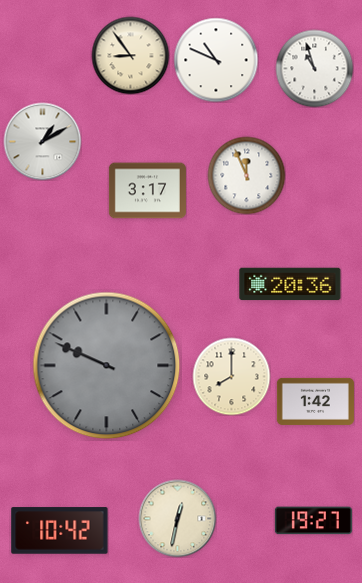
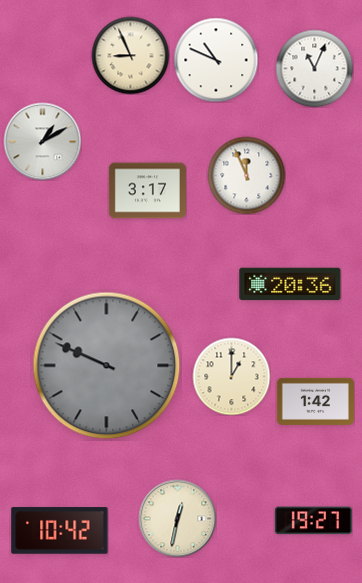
clock at (130, 55): 8:54 -> 8:56
clock at (314, 68): 10:57 -> 11:04
clock at (231, 376): 8:00 -> 1:00
